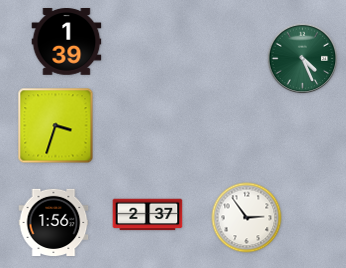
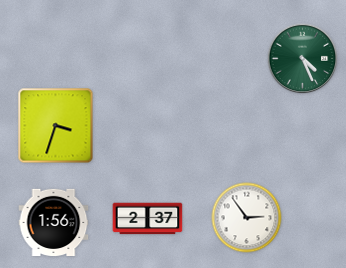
clock at (67, 42): 1:39 -> none
clock at (148, 215) position: (148, 215) -> (148, 219)
